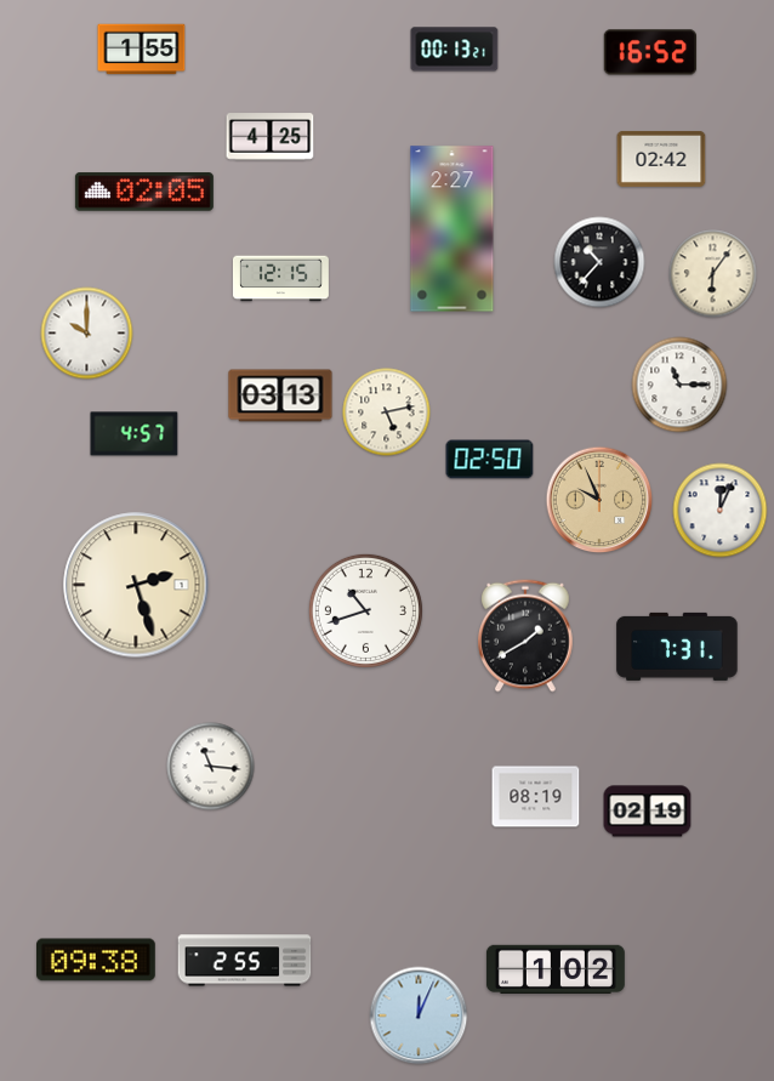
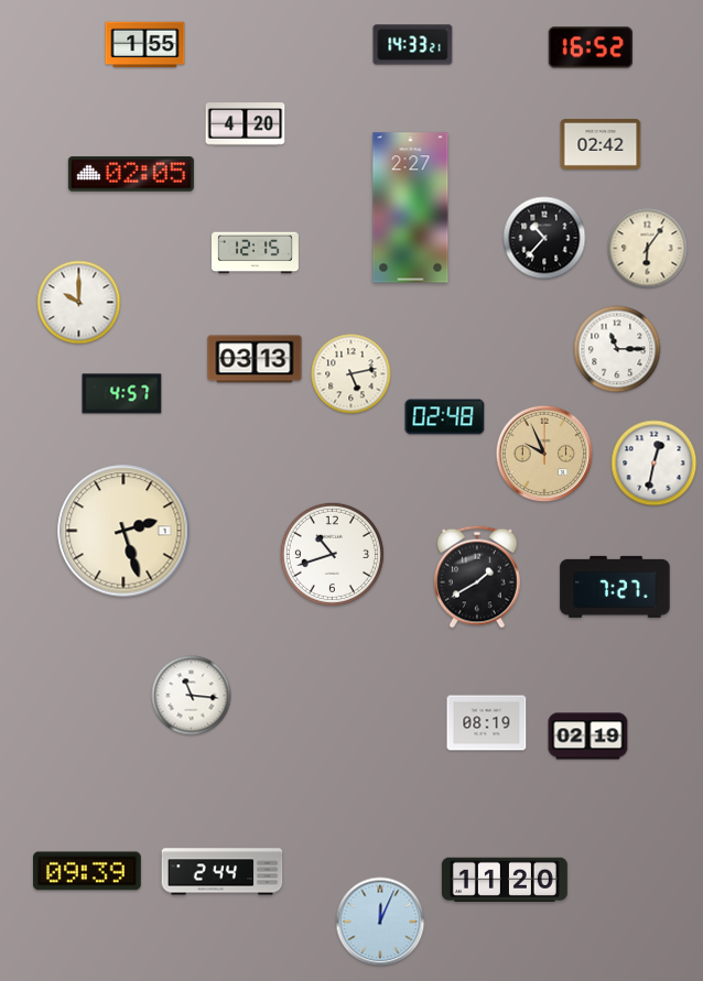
clock at (142, 50) position: (142, 50) -> (145, 45)
clock at (455, 50): 00:13 -> 14:33
clock at (271, 137): 4:25 -> 4:20
clock at (490, 460): 02:50 -> 02:48
clock at (721, 511): 12:04 -> 12:32
clock at (677, 647): 7:31 -> 7:27
clock at (97, 960): 09:38 -> 09:39
clock at (245, 961): 2:55 -> 2:44
clock at (556, 968): 1:02 -> 11:20
